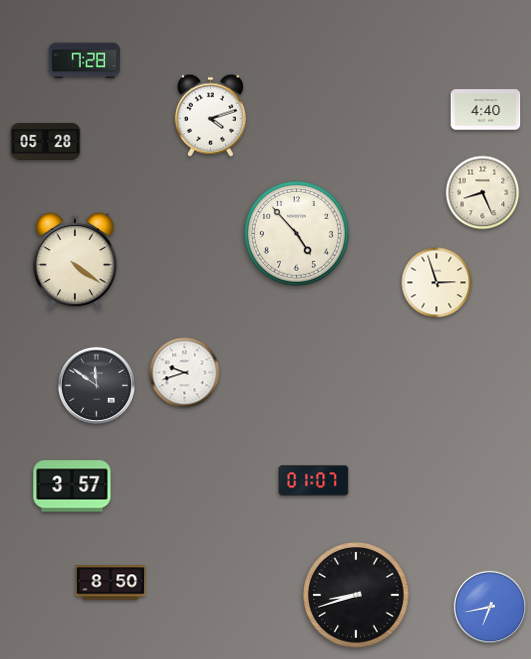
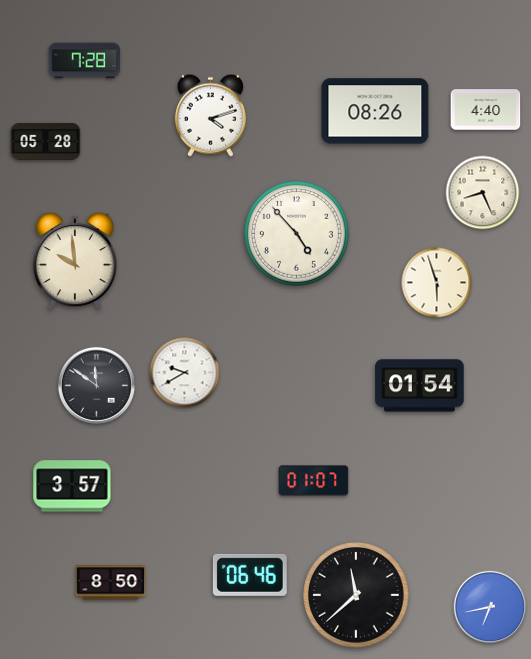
clock at (375, 111): none -> 08:26
clock at (75, 261): 4:21 -> 9:59
clock at (437, 283): 2:57 -> 5:57
clock at (185, 373): 9:42 -> 9:40
clock at (420, 386): none -> 01:54
clock at (250, 575): none -> 06:46
clock at (356, 595): 8:42 -> 11:38
